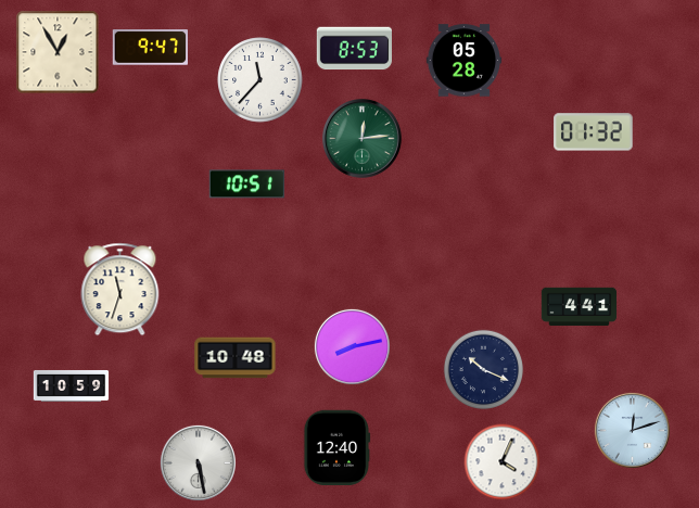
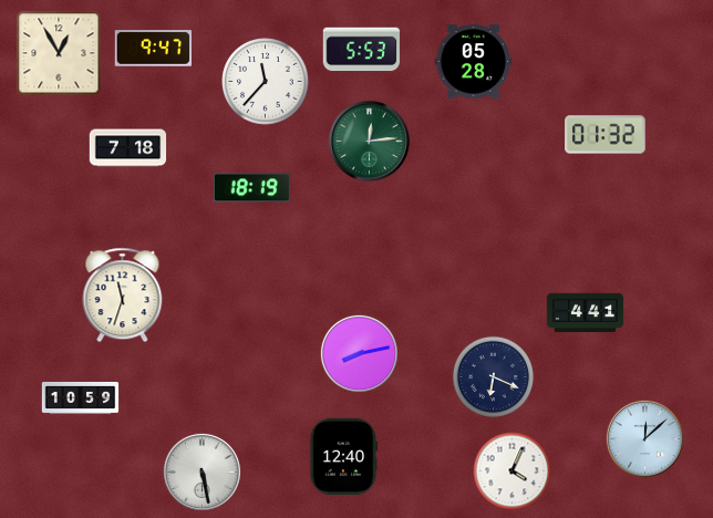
clock at (354, 49): 8:53 -> 5:53
clock at (128, 148): none -> 7:18
clock at (246, 185): 10:51 -> 18:19
clock at (580, 307) position: (580, 307) -> (586, 313)
clock at (236, 358): 10:48 -> none
clock at (484, 370): 10:19 -> 6:19
clock at (72, 385) position: (72, 385) -> (81, 397)
clock at (632, 430): 12:12 -> 12:08
